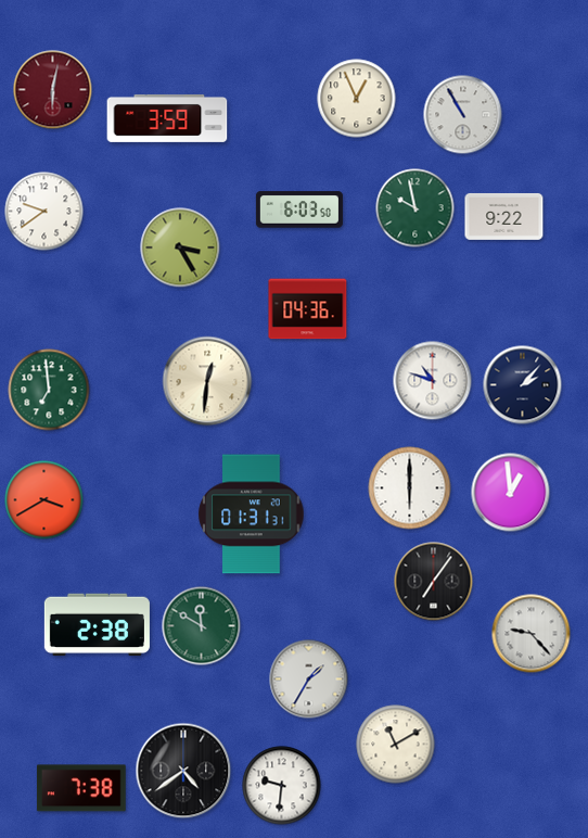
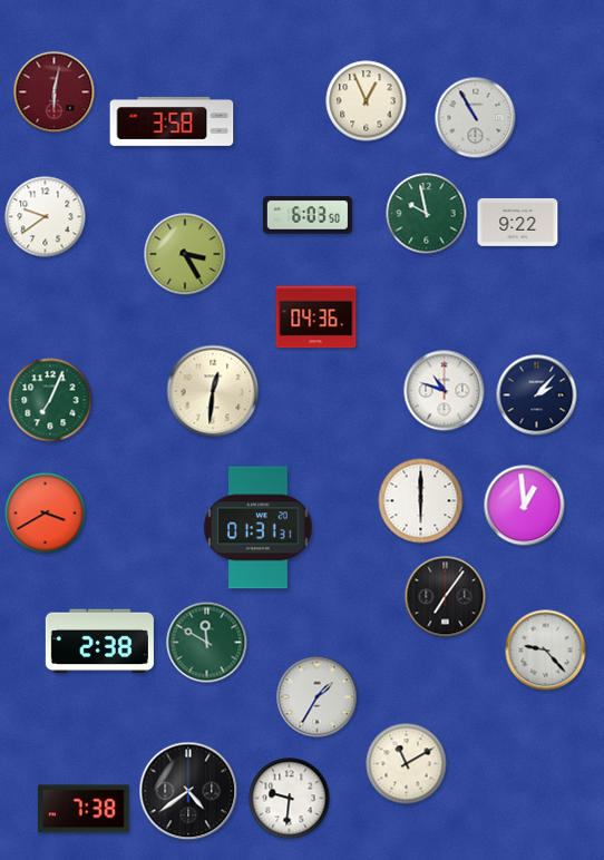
clock at (167, 118): 3:59 -> 3:58
clock at (49, 390): 6:59 -> 7:04
clock at (282, 786) position: (282, 786) -> (290, 799)
